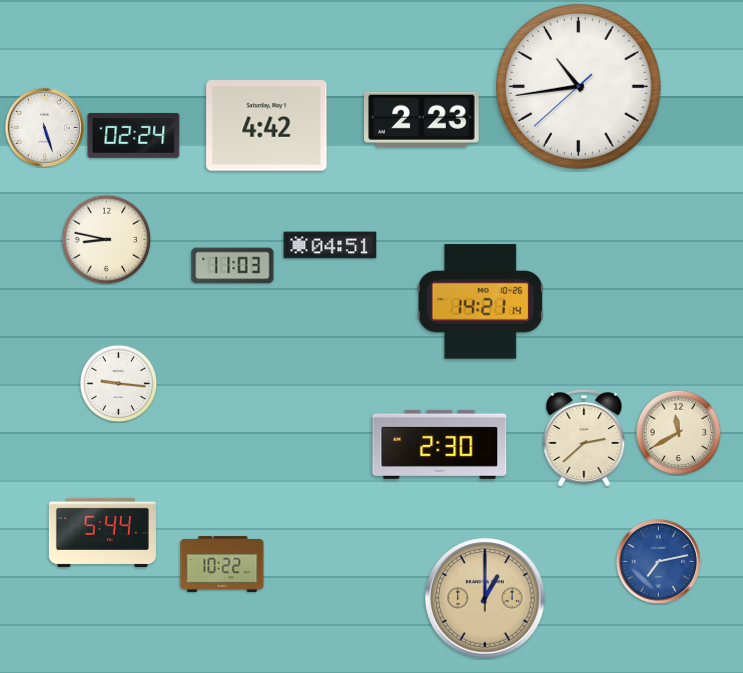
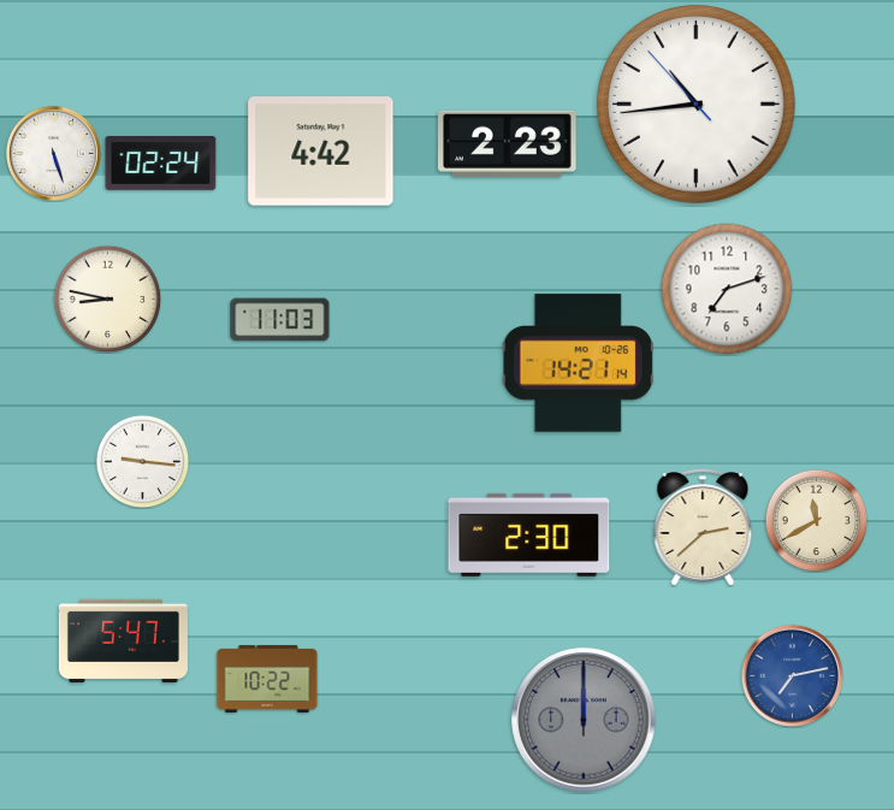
clock at (579, 87): 10:43:38 -> 10:43:53
clock at (106, 239) position: (106, 239) -> (107, 298)
clock at (727, 289): none -> 7:12
clock at (330, 245): 04:51 -> none
clock at (102, 532): 5:44 -> 5:47
clock at (485, 598): 1:00 -> 12:00
clock at (485, 598) dial: champagne -> grey
